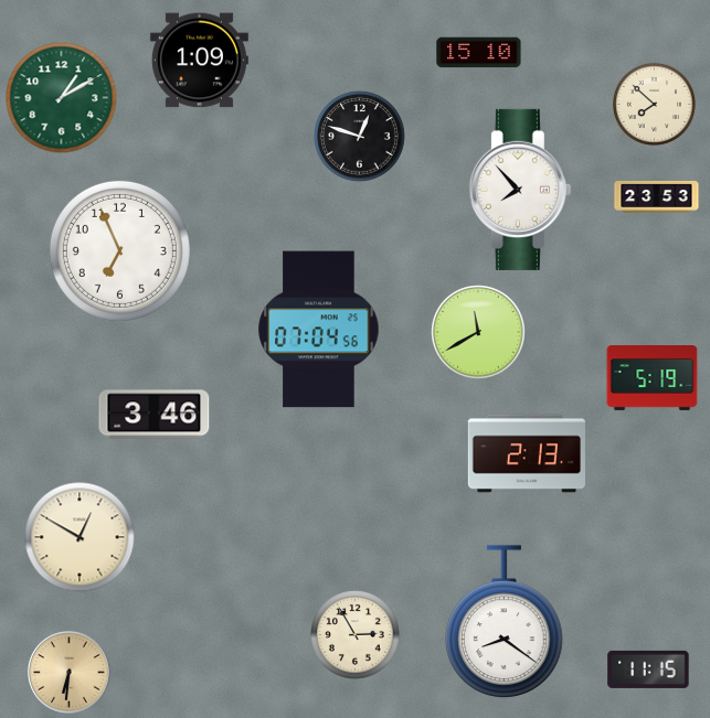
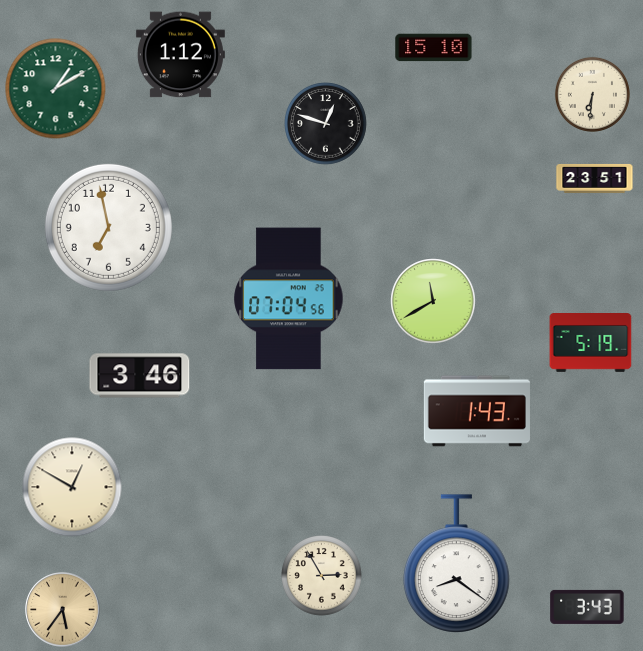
clock at (199, 61): 1:09 -> 1:12
clock at (654, 104): 7:52 -> 6:31
clock at (520, 190): 7:53 -> none
clock at (657, 196): 23:53 -> 23:51
clock at (119, 250): 6:56 -> 6:58
clock at (526, 453): 2:13 -> 1:43
clock at (648, 669): 11:15 -> 3:43
clock at (70, 673): 6:31 -> 5:36
